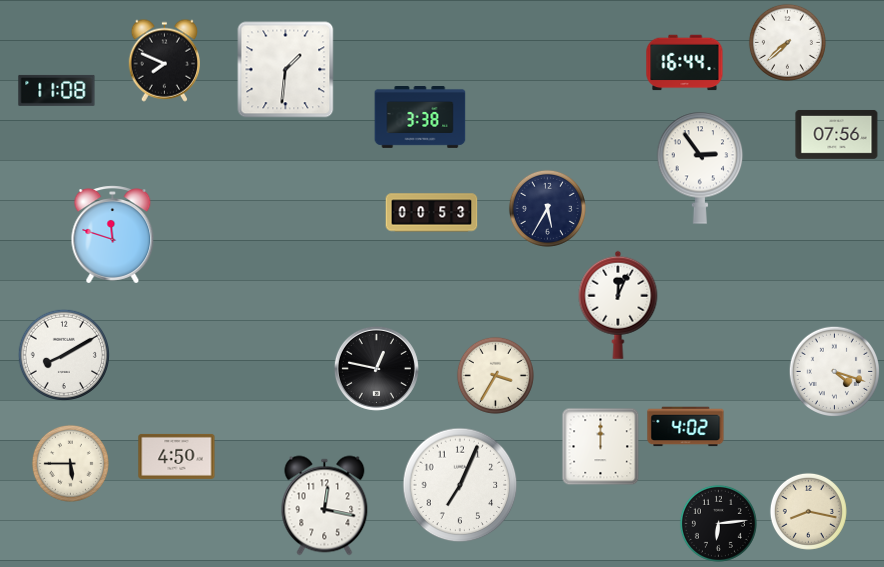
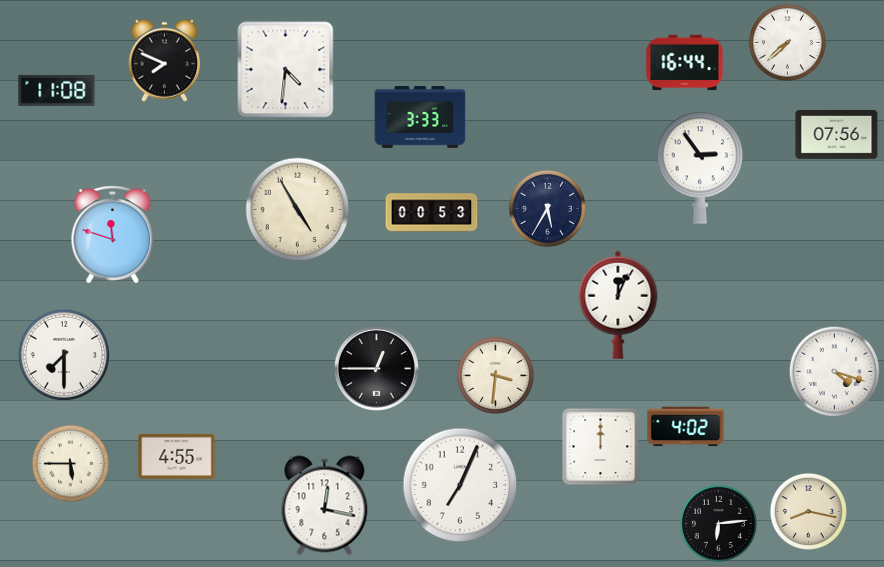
clock at (286, 70): 1:31 -> 4:31
clock at (420, 118): 3:38 -> 3:33
clock at (298, 210): none -> 4:55
clock at (63, 354): 8:10 -> 7:30
clock at (376, 368): 12:47 -> 12:45
clock at (495, 375): 3:35 -> 3:31
clock at (177, 456): 4:50 -> 4:55
